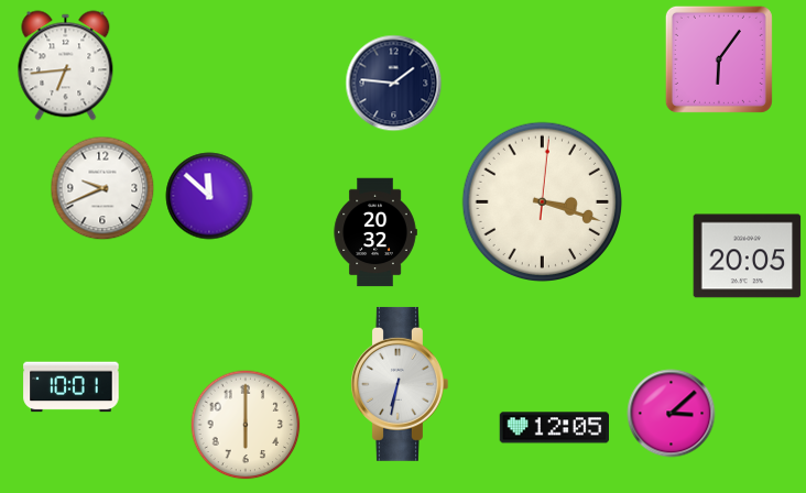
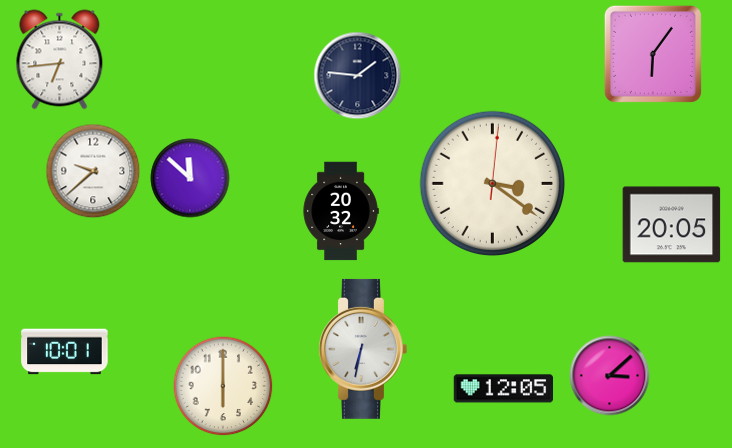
clock at (102, 188): 9:41 -> 9:38
clock at (542, 201): 3:18 -> 3:21
clock at (748, 256) position: (748, 256) -> (672, 225)
